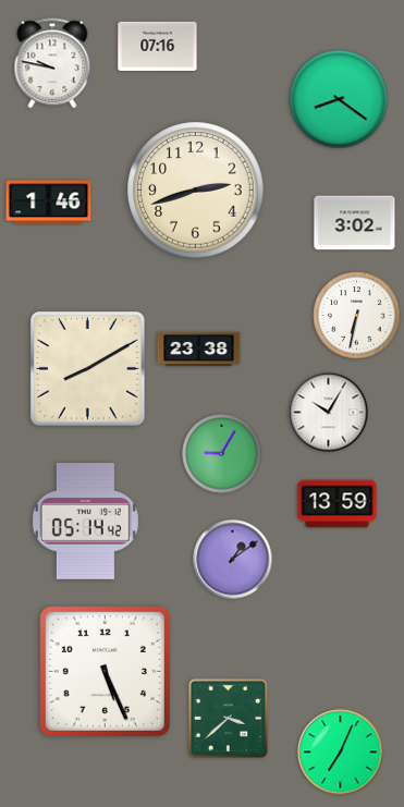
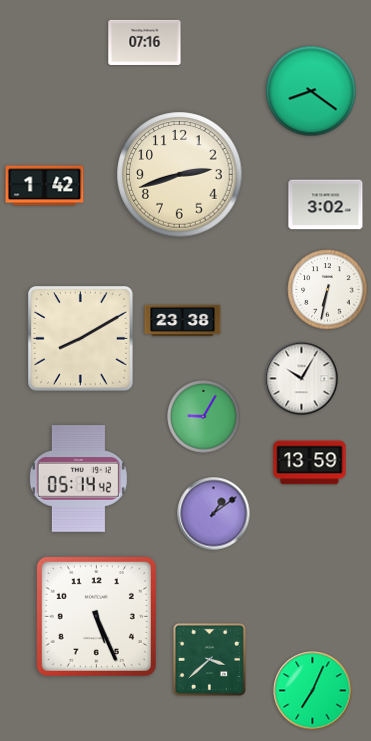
clock at (52, 63): 9:47 -> none
clock at (49, 203): 1:46 -> 1:42
